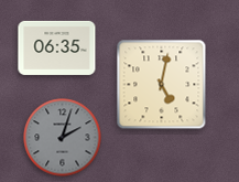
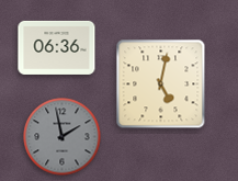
clock at (57, 47): 06:35 -> 06:36
clock at (63, 138): 2:03 -> 1:58
